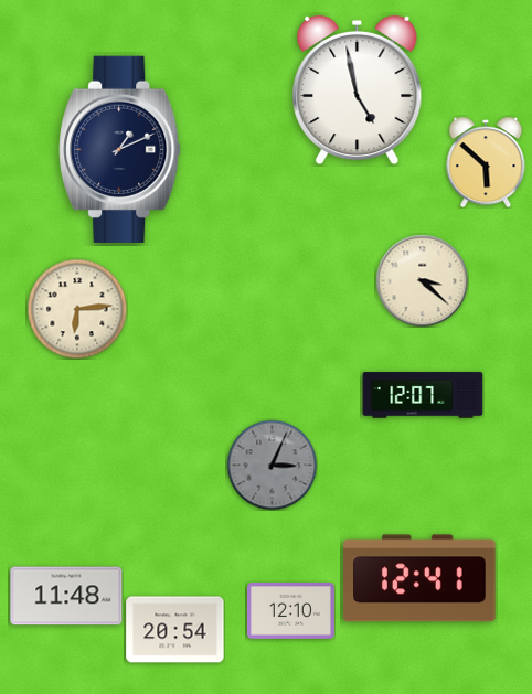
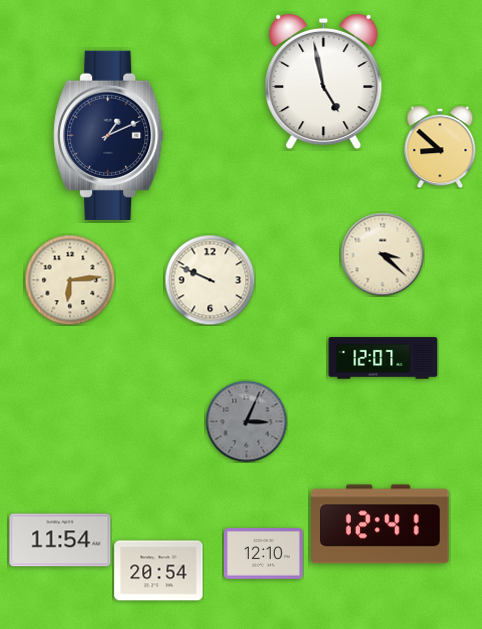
clock at (486, 162): 5:52 -> 8:52
clock at (210, 280): none -> 9:49
clock at (66, 596): 11:48 -> 11:54
